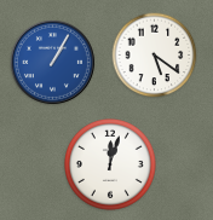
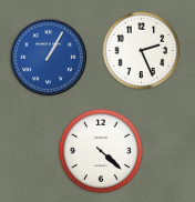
clock at (155, 56): 5:21 -> 2:26
clock at (111, 166): 12:03 -> 4:22
